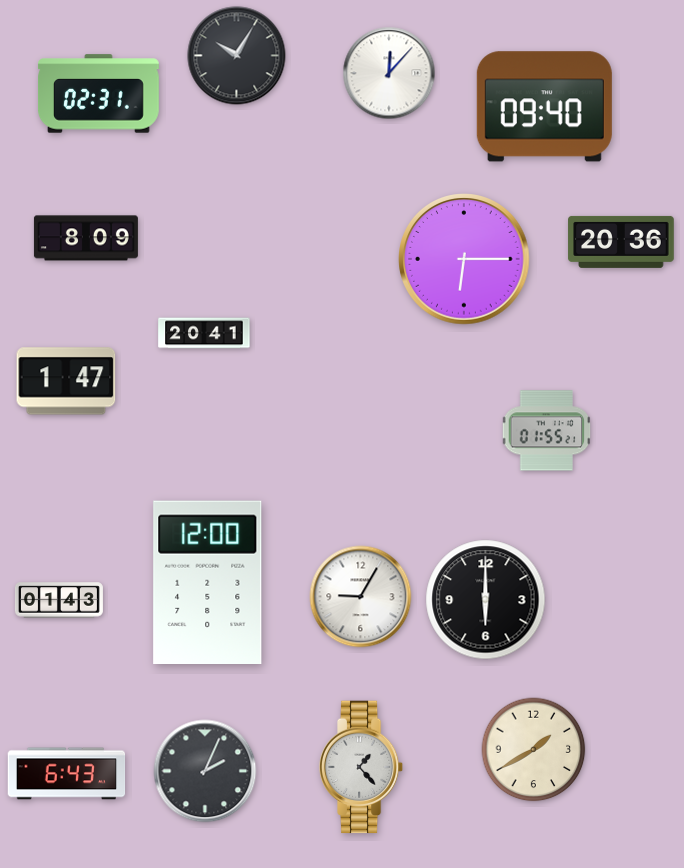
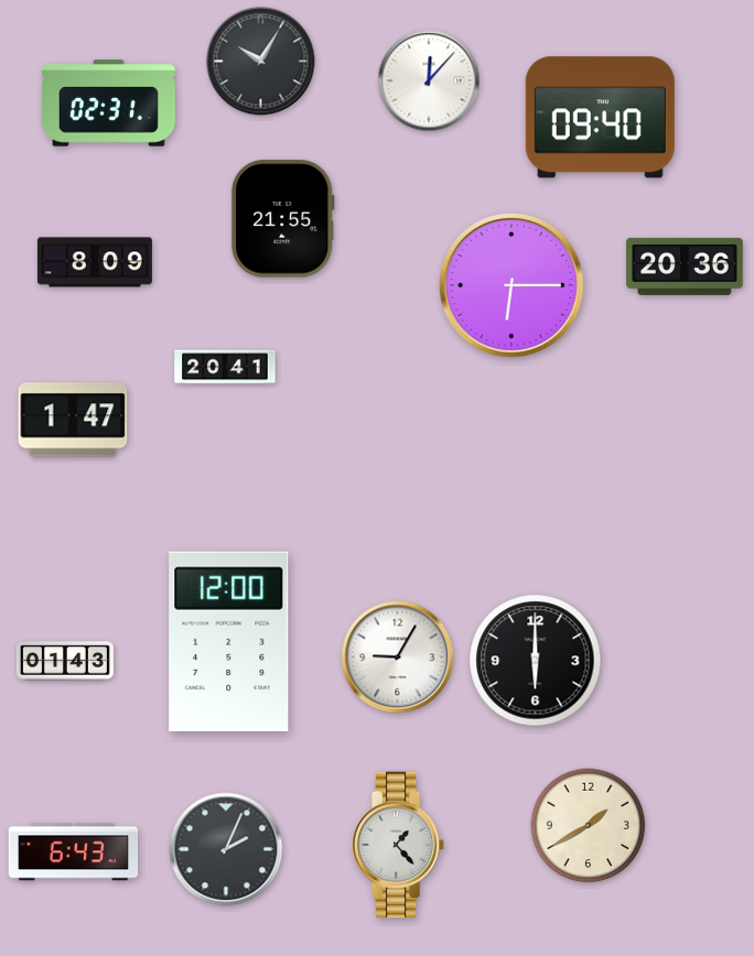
clock at (283, 219): none -> 21:55
clock at (547, 431): 01:55 -> none
